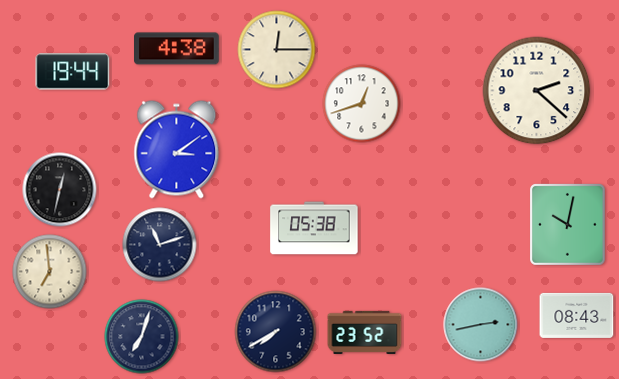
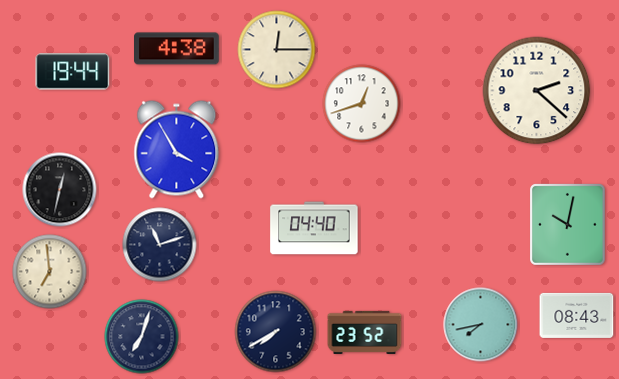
clock at (177, 150): 3:09 -> 3:55
clock at (314, 228): 05:38 -> 04:40
clock at (481, 325): 2:43 -> 7:43
